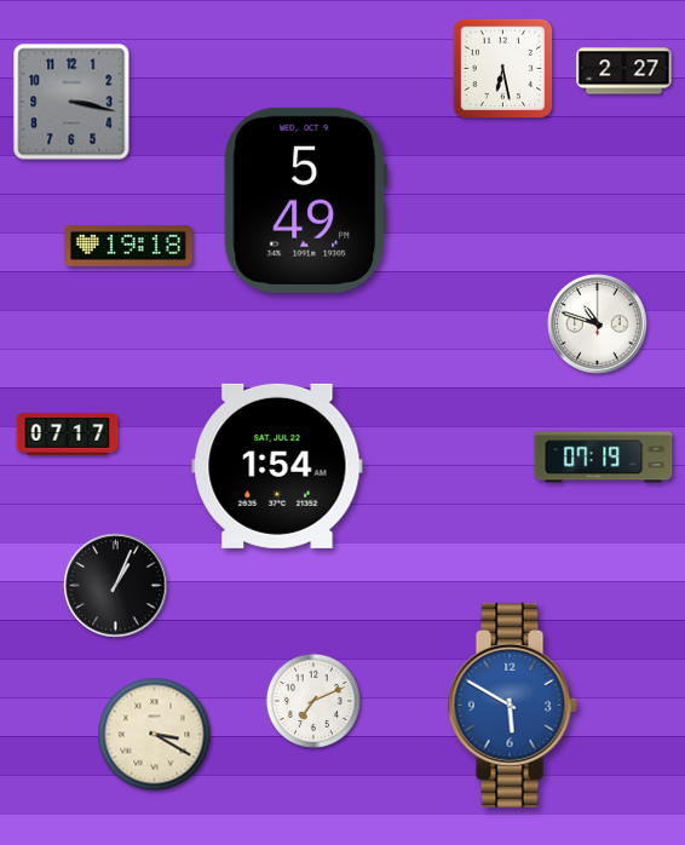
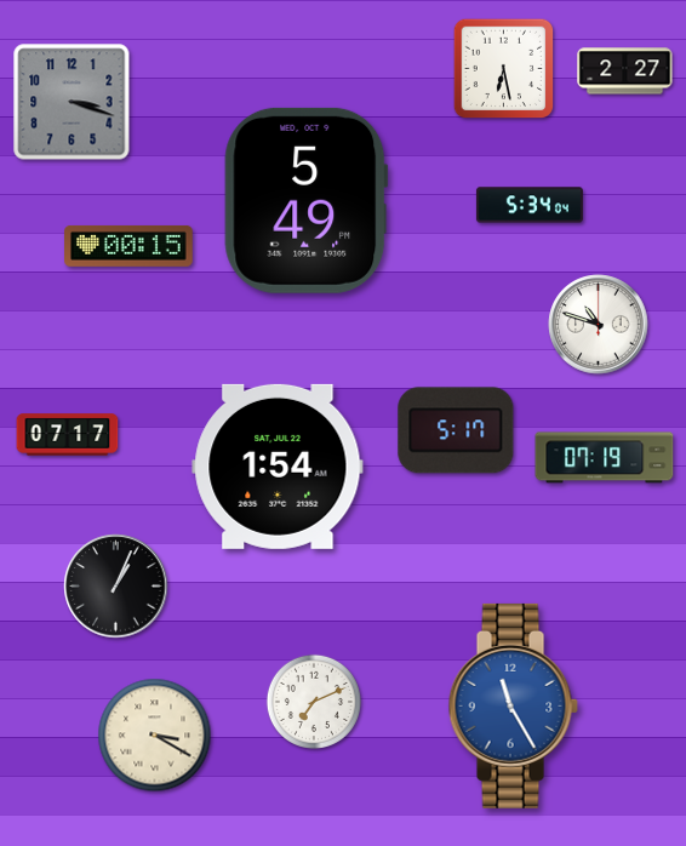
clock at (71, 102): 3:17 -> 3:18
clock at (530, 205): none -> 5:34
clock at (128, 246): 19:18 -> 00:15
clock at (456, 430): none -> 5:17
clock at (512, 705): 5:50 -> 11:25
